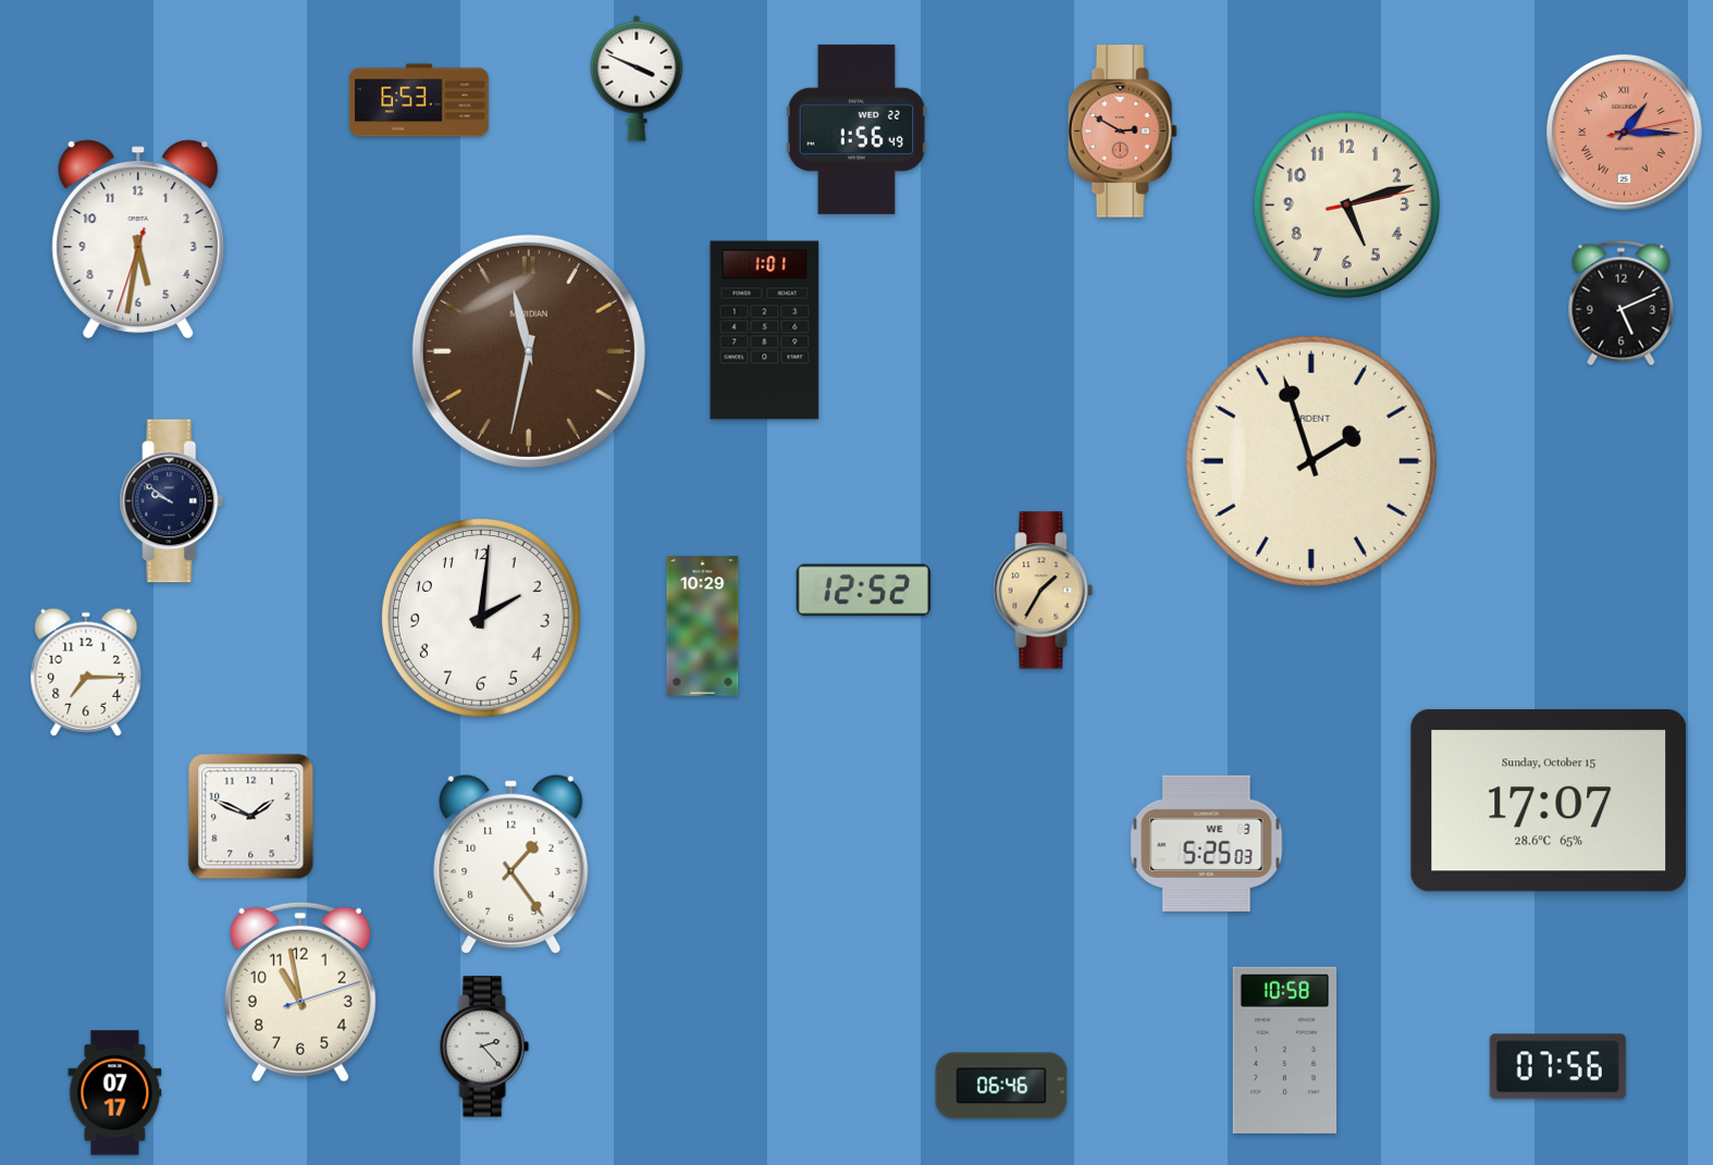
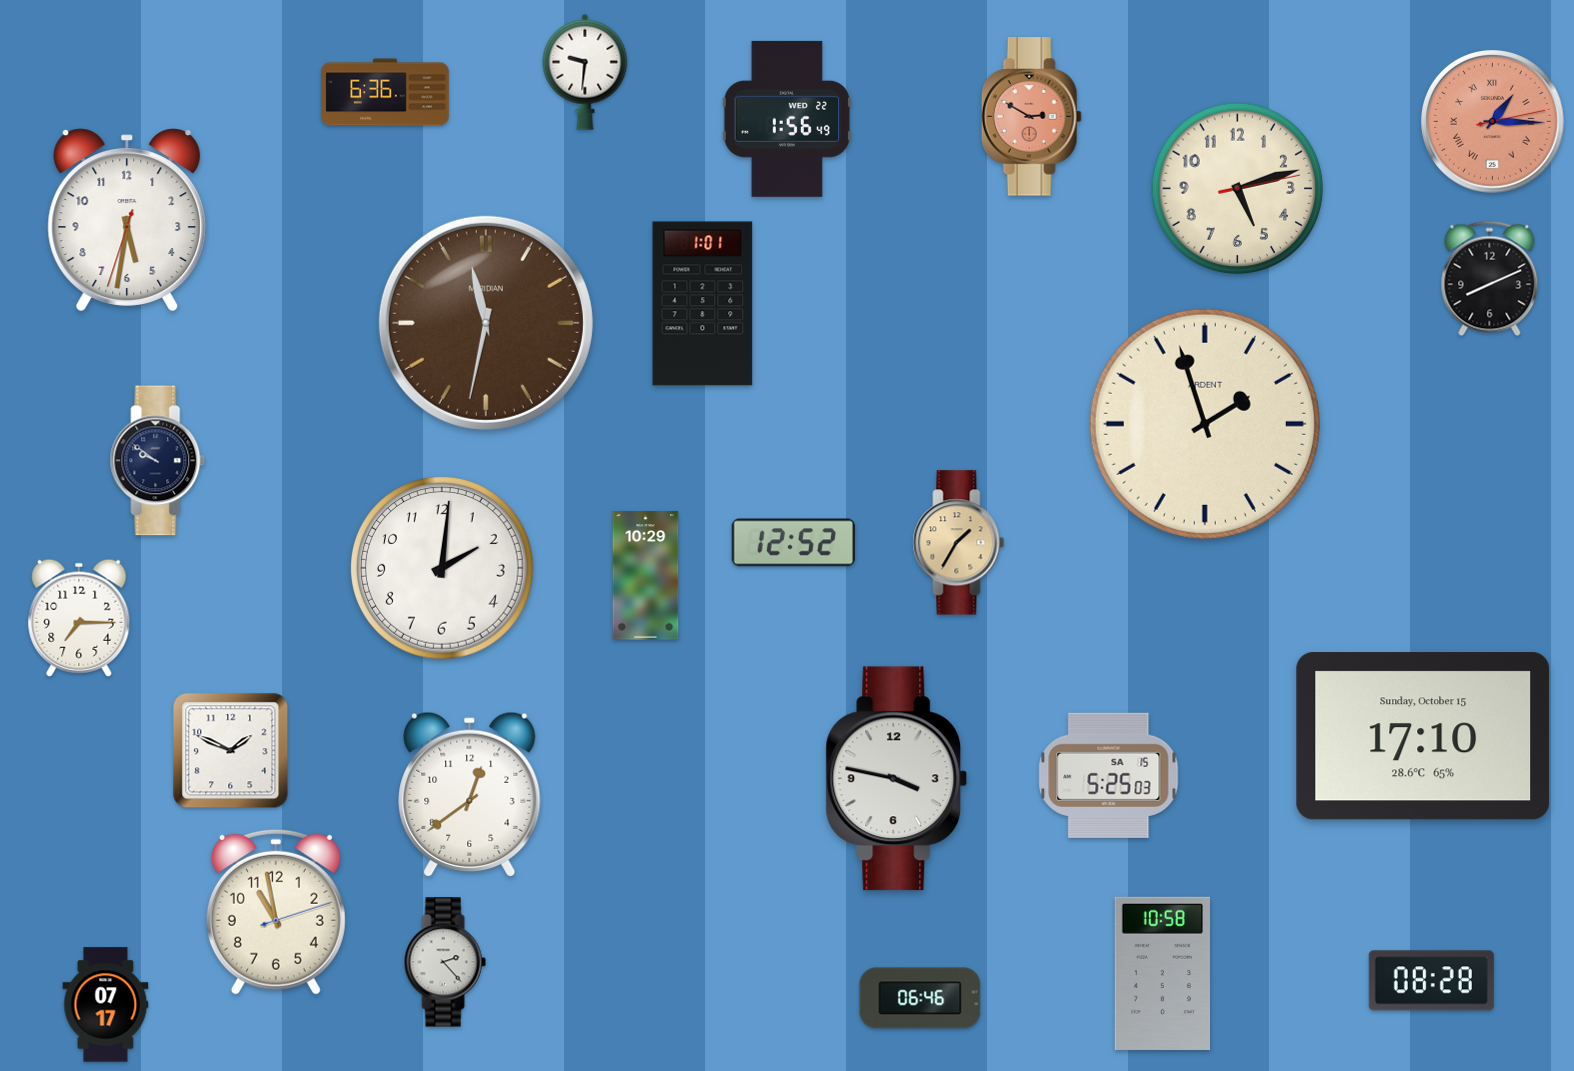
clock at (637, 78): 3:49 -> 9:31
clock at (419, 100): 6:53 -> 6:36
clock at (1122, 132) position: (1122, 132) -> (1031, 117)
clock at (1622, 303): 5:11 -> 8:11
clock at (1549, 801): 17:07 -> 17:10
clock at (1207, 843) date: WE 3 -> SA 15
clock at (897, 779): none -> 3:47
clock at (512, 864): 1:24 -> 12:39
clock at (1284, 1050) position: (1284, 1050) -> (1162, 973)
clock at (1557, 1067): 07:56 -> 08:28
